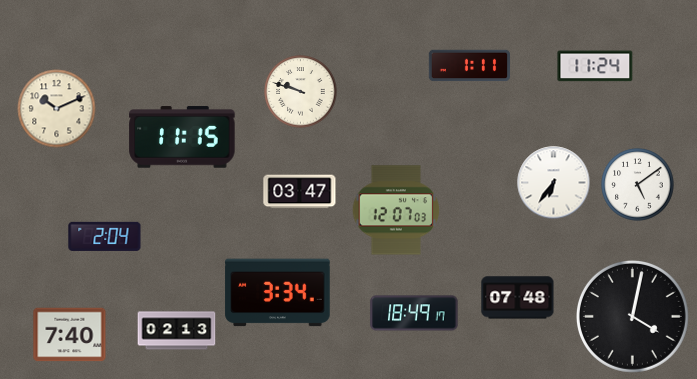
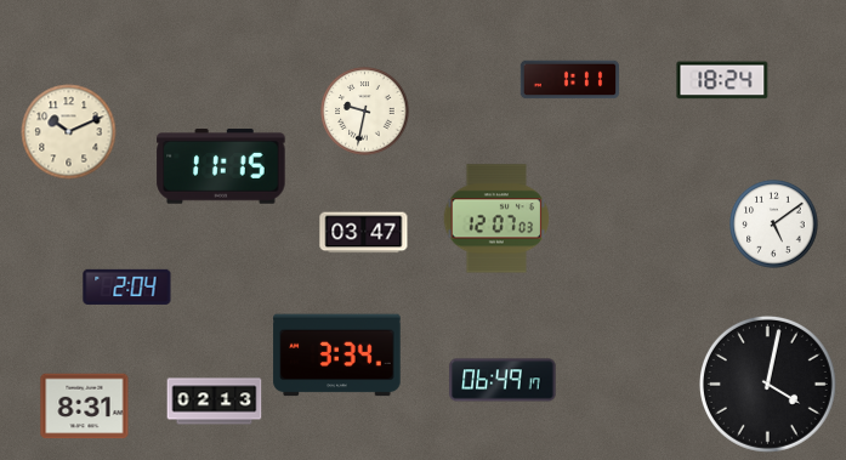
clock at (595, 66): 11:24 -> 18:24
clock at (301, 92): 9:48 -> 9:32
clock at (554, 183): 6:36 -> none
clock at (396, 210) position: (396, 210) -> (496, 218)
clock at (518, 298): 07:48 -> none
clock at (414, 313): 18:49 -> 06:49
clock at (70, 335): 7:40 -> 8:31
